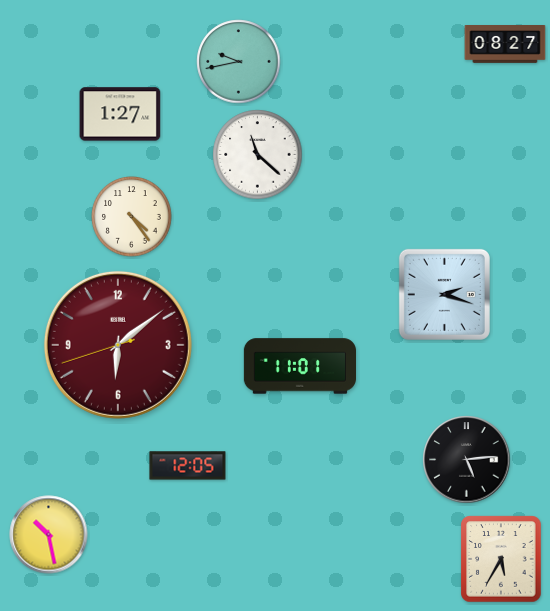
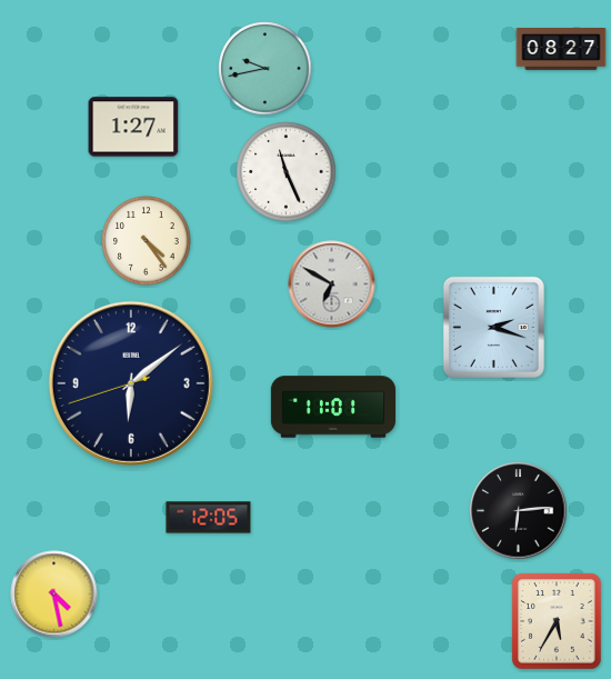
clock at (258, 155): 11:22 -> 11:26
clock at (332, 284): none -> 6:50
clock at (118, 345) dial: burgundy -> navy
clock at (467, 460): 5:14 -> 6:14
clock at (49, 535): 10:28 -> 4:28
